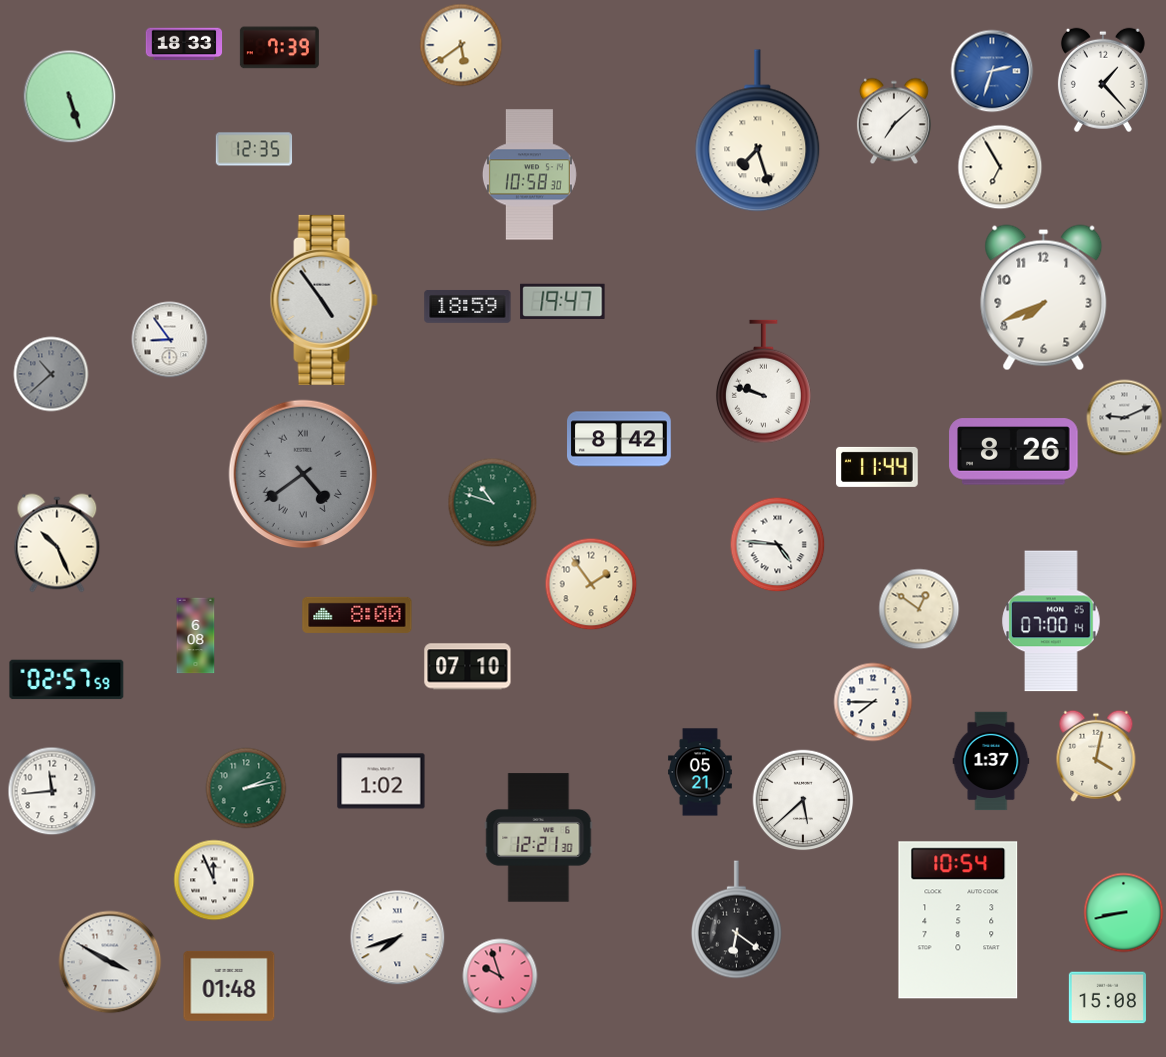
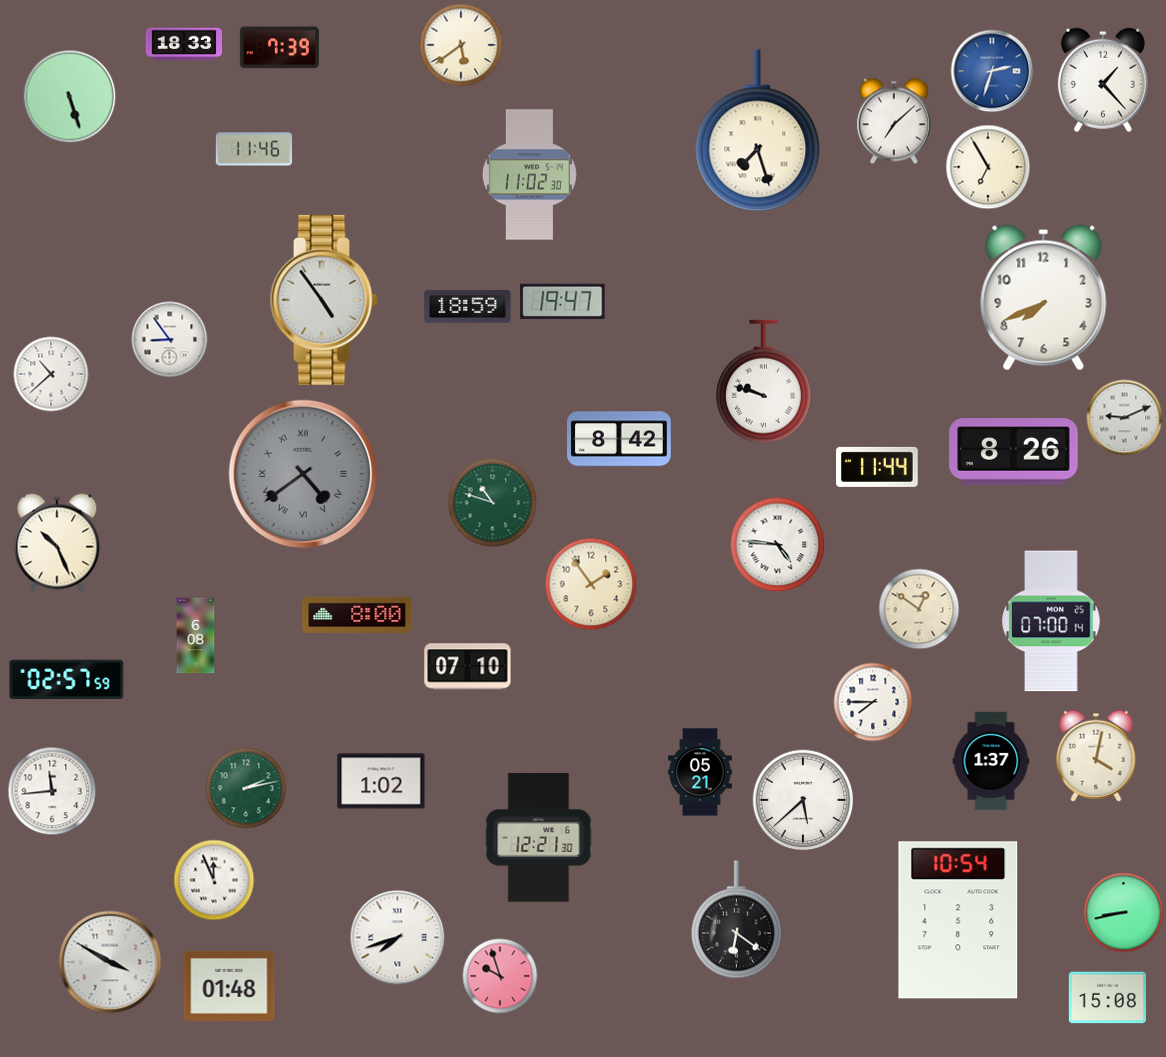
clock at (254, 149): 12:35 -> 11:46
clock at (1000, 167) position: (1000, 167) -> (988, 167)
clock at (529, 175): 10:58 -> 11:02
clock at (51, 374) dial: grey -> white
